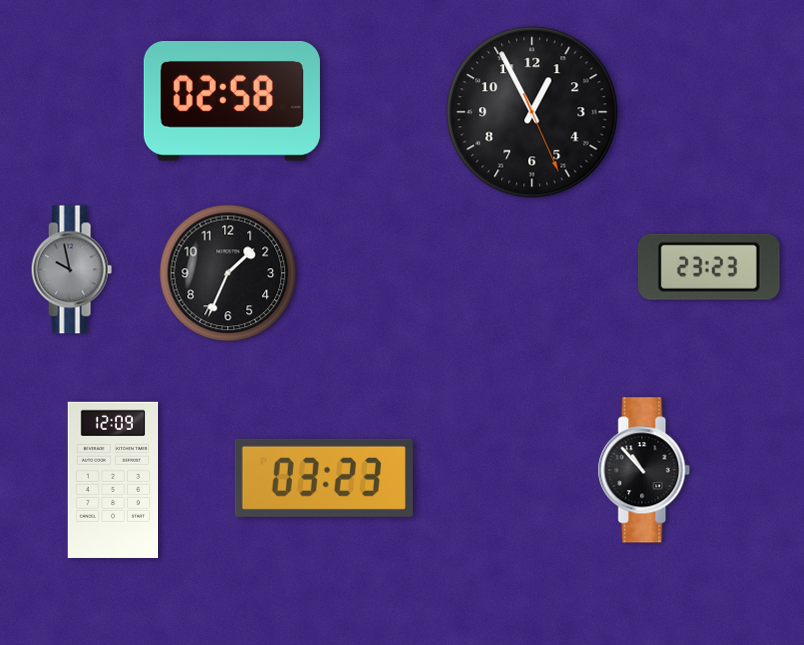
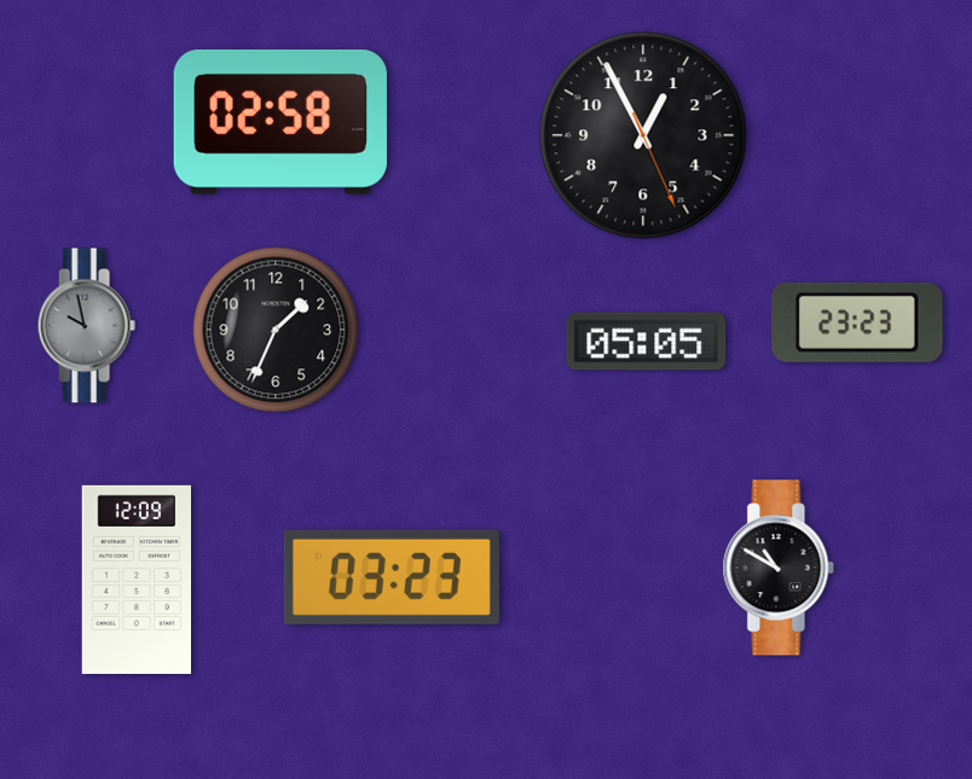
clock at (647, 342): none -> 05:05
clock at (644, 470): 10:53 -> 10:50
